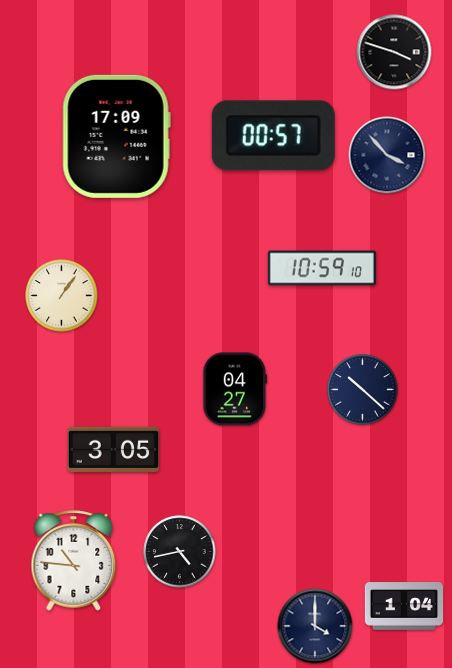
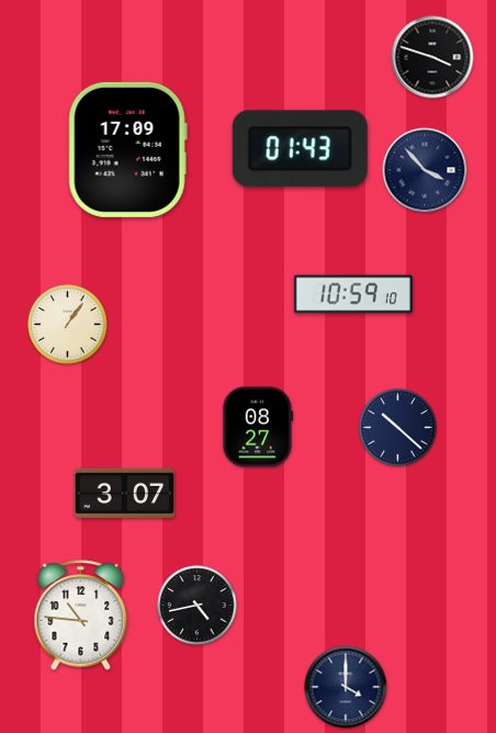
clock at (273, 136): 00:57 -> 01:43
clock at (235, 389): 04:27 -> 08:27
clock at (114, 450): 3:05 -> 3:07
clock at (403, 606): 1:04 -> none
